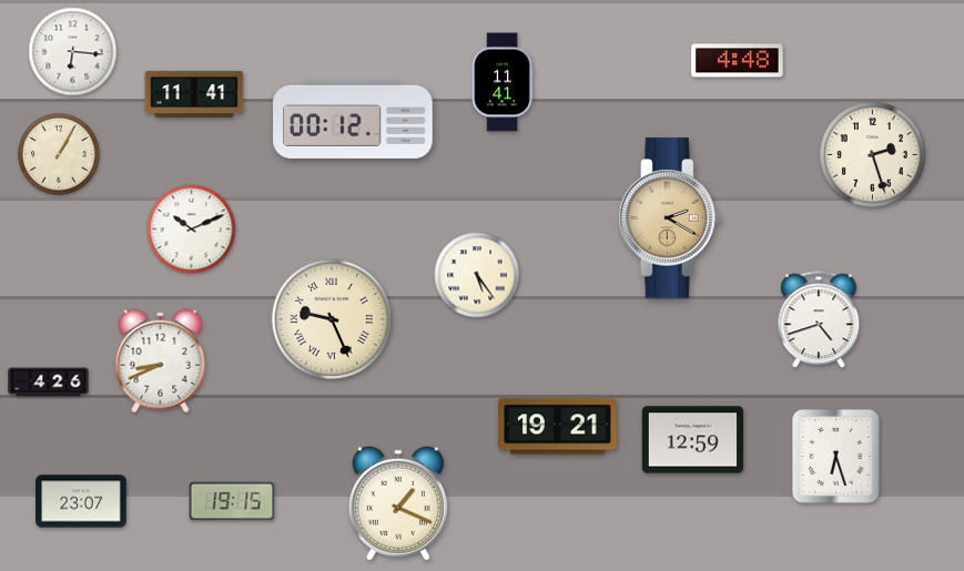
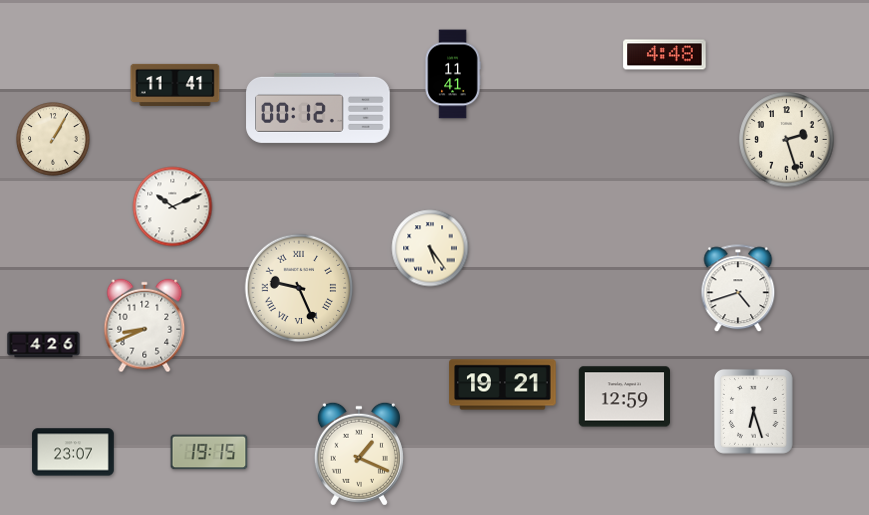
clock at (73, 52): 6:16 -> none
clock at (670, 218): 2:20 -> none
